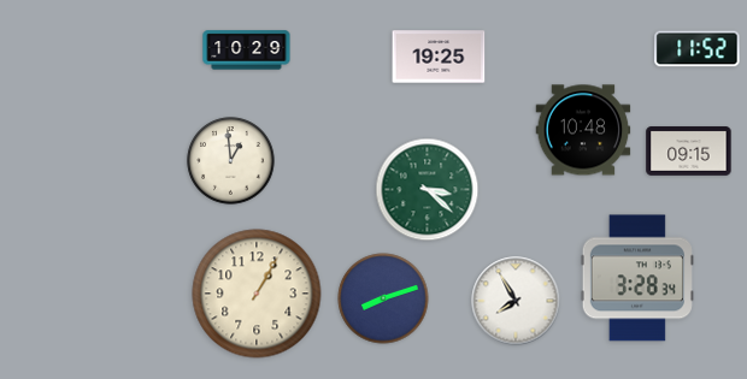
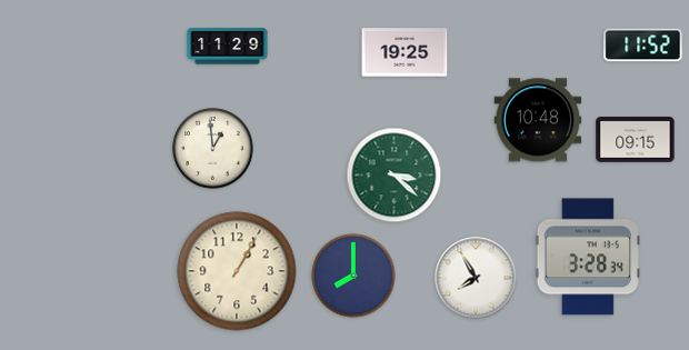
clock at (247, 51): 10:29 -> 11:29
clock at (383, 298): 8:12 -> 8:00
